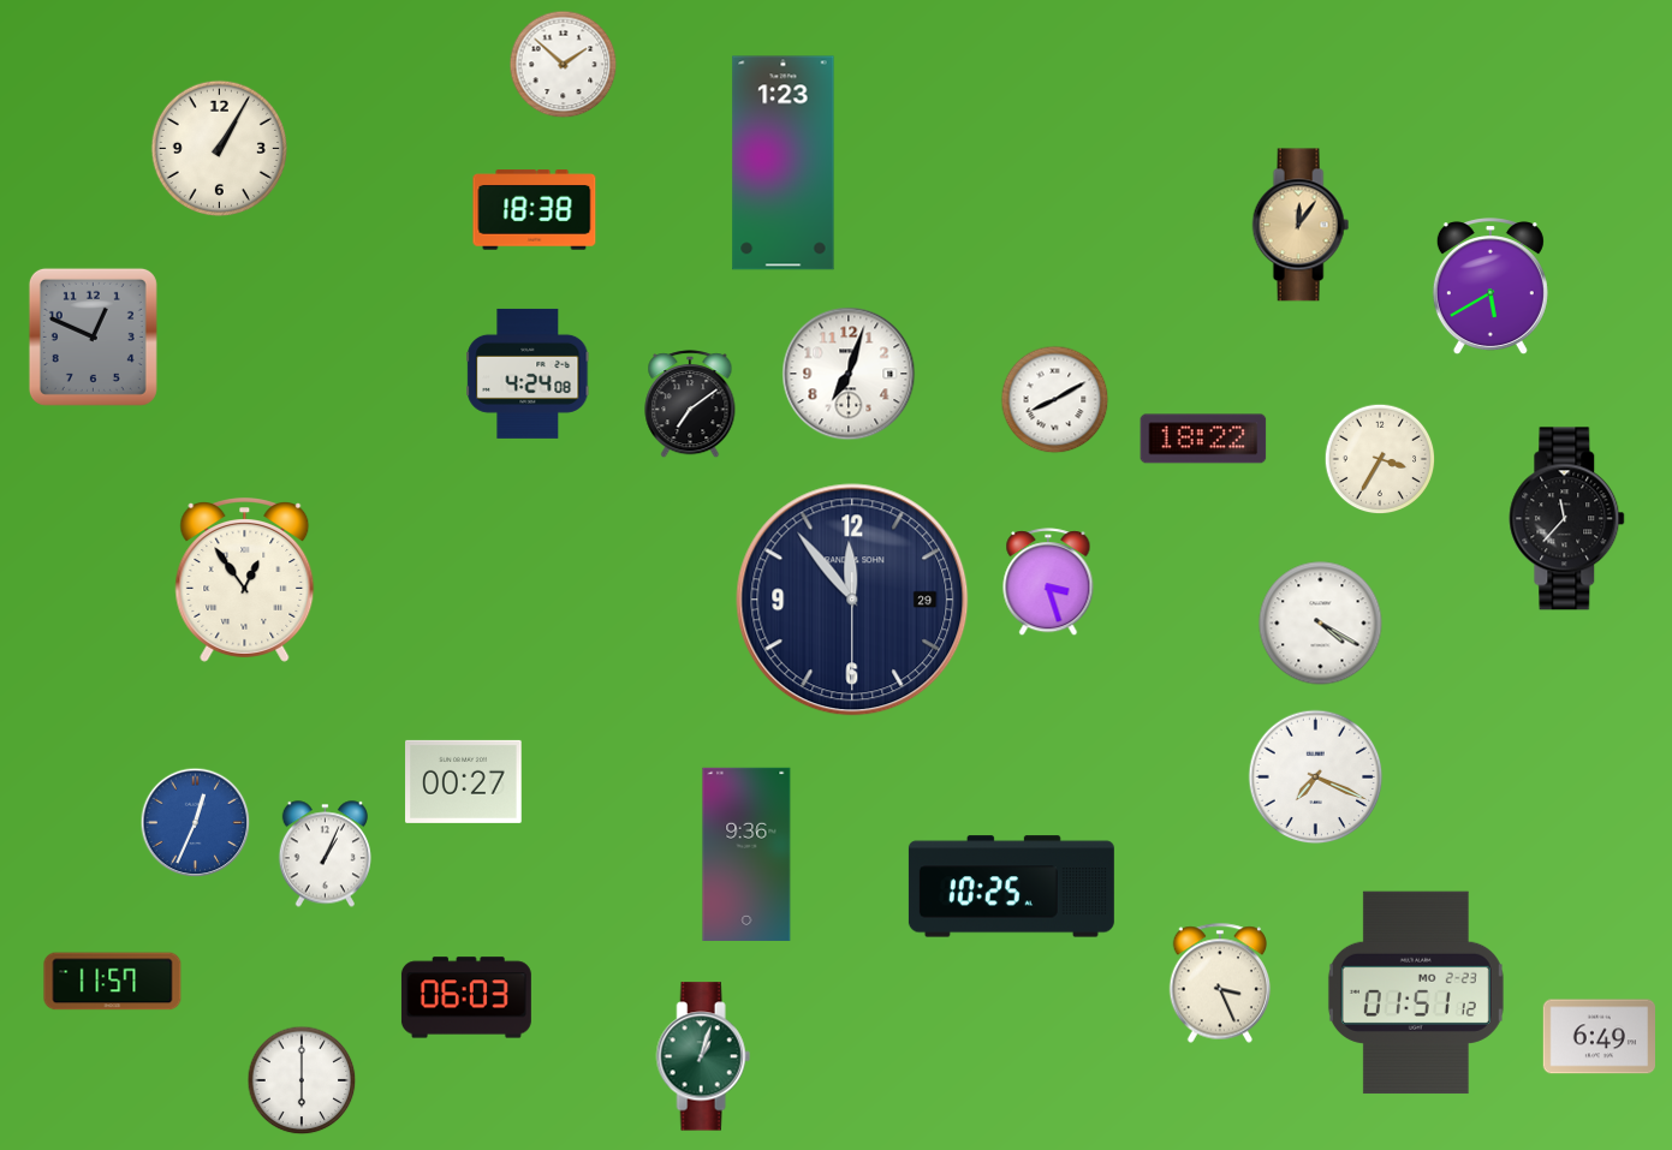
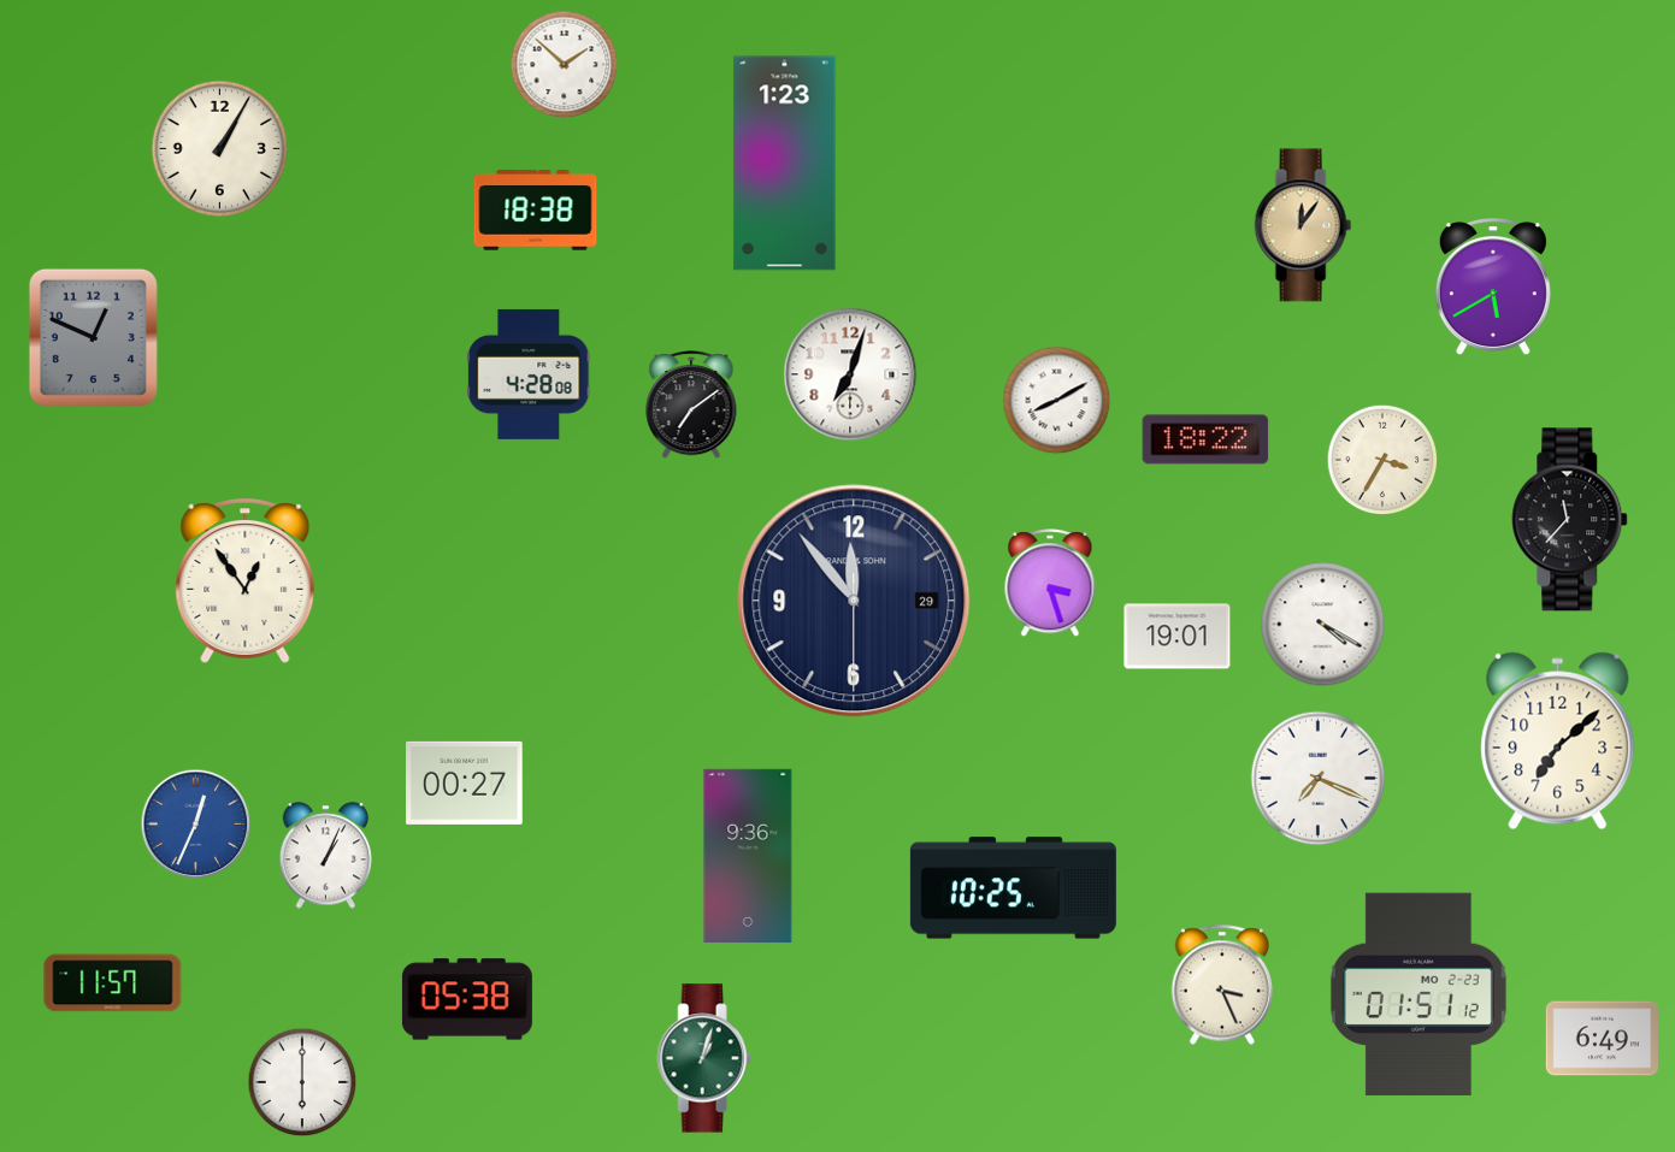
clock at (528, 374): 4:24 -> 4:28
clock at (1178, 637): none -> 19:01
clock at (1558, 742): none -> 7:08
clock at (466, 997): 06:03 -> 05:38
